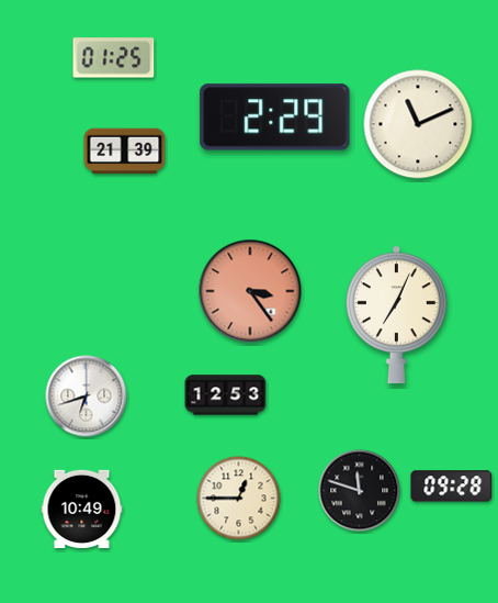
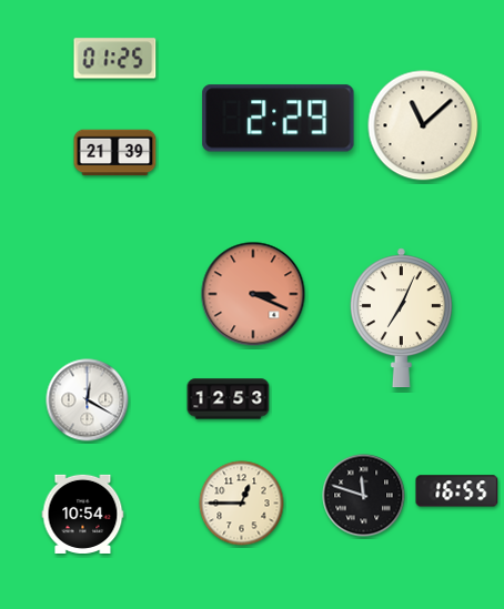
clock at (418, 124): 11:11 -> 11:08
clock at (125, 152) position: (125, 152) -> (115, 153)
clock at (250, 291): 3:24 -> 3:19
clock at (87, 397): 6:42 -> 12:20
clock at (452, 487): 09:28 -> 16:55
clock at (82, 509): 10:49 -> 10:54
